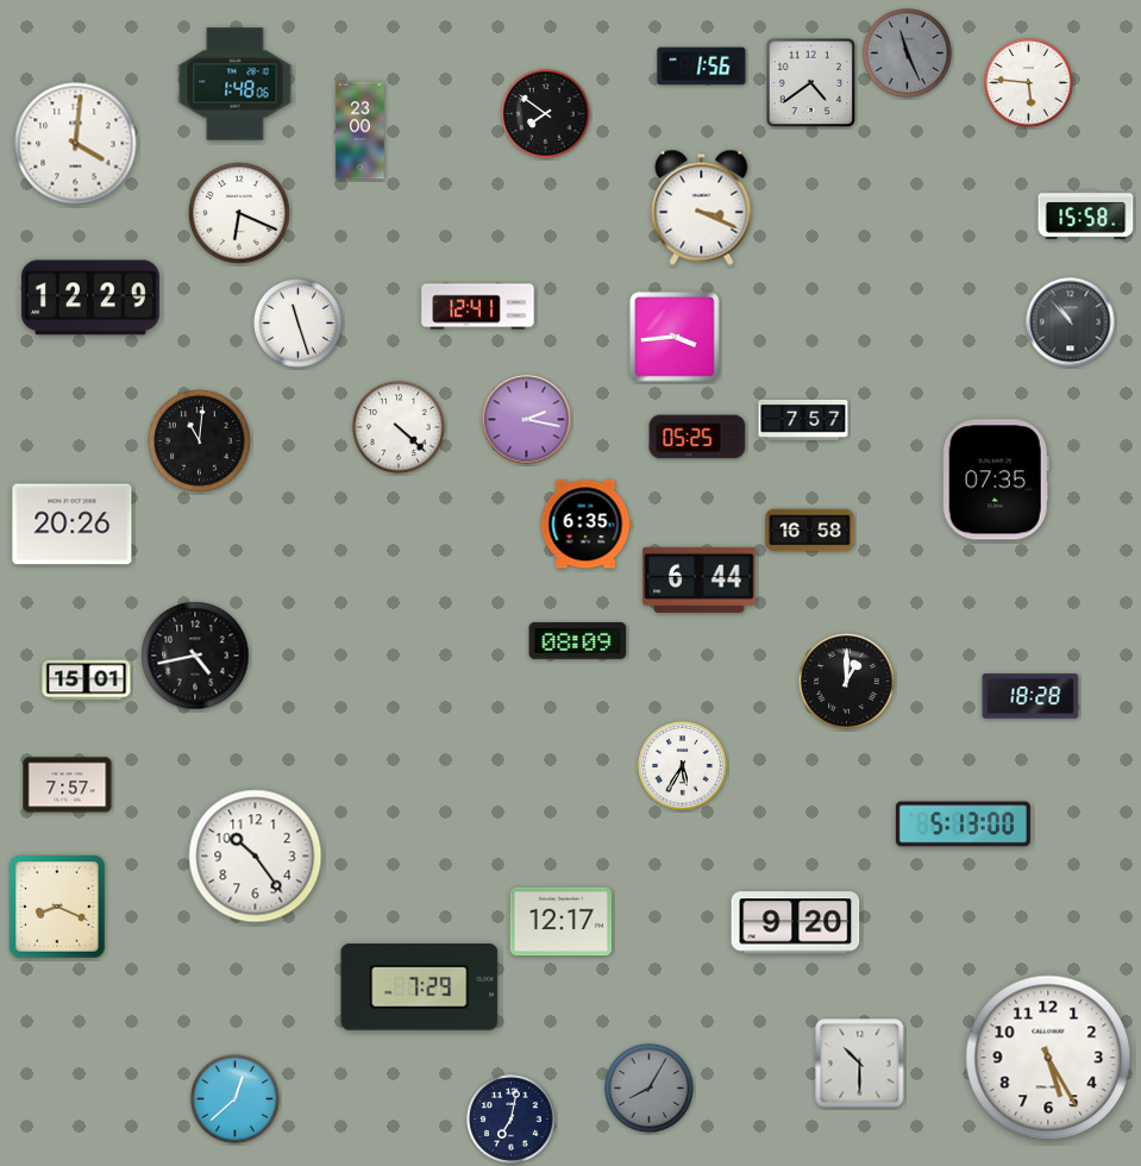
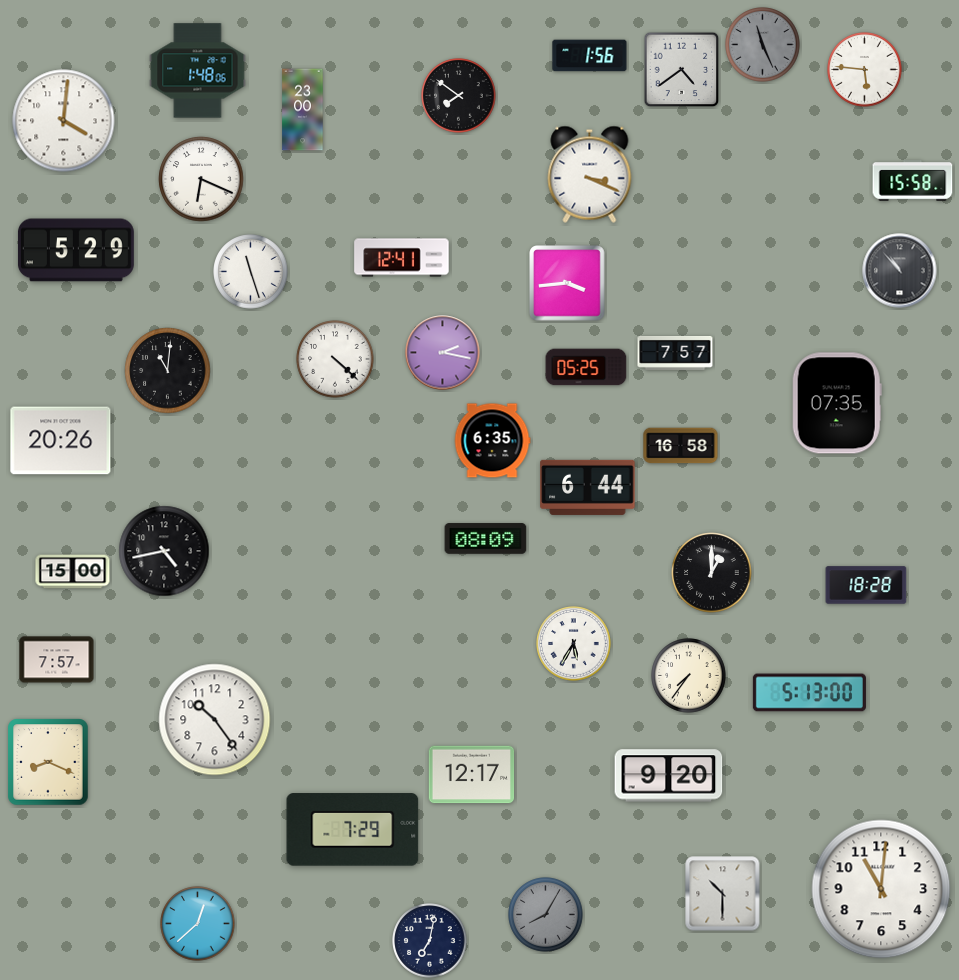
clock at (90, 297): 12:29 -> 5:29
clock at (87, 681): 15:01 -> 15:00
clock at (689, 676): none -> 7:36
clock at (1048, 1058): 5:25 -> 11:01
